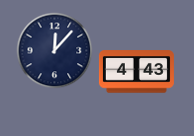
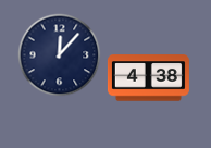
clock at (136, 72): 4:43 -> 4:38
